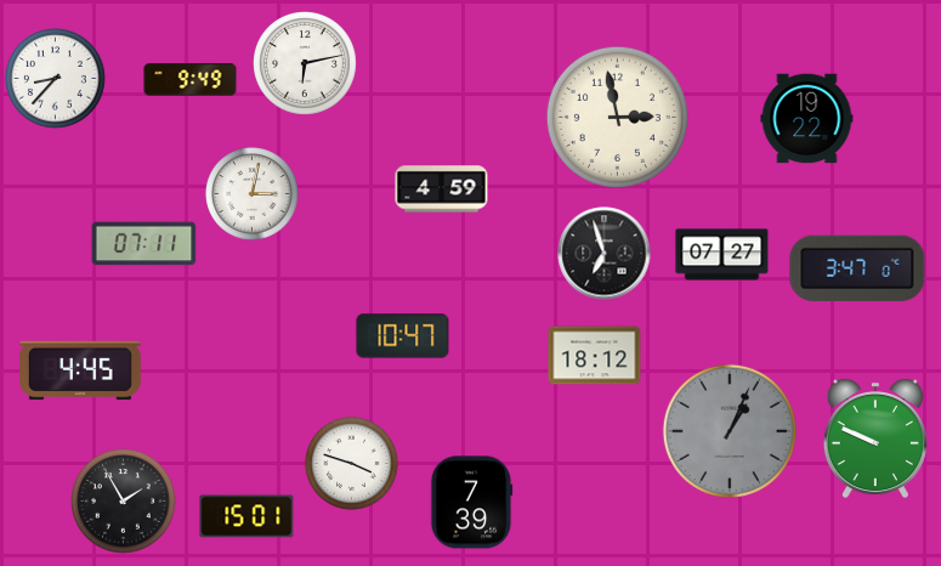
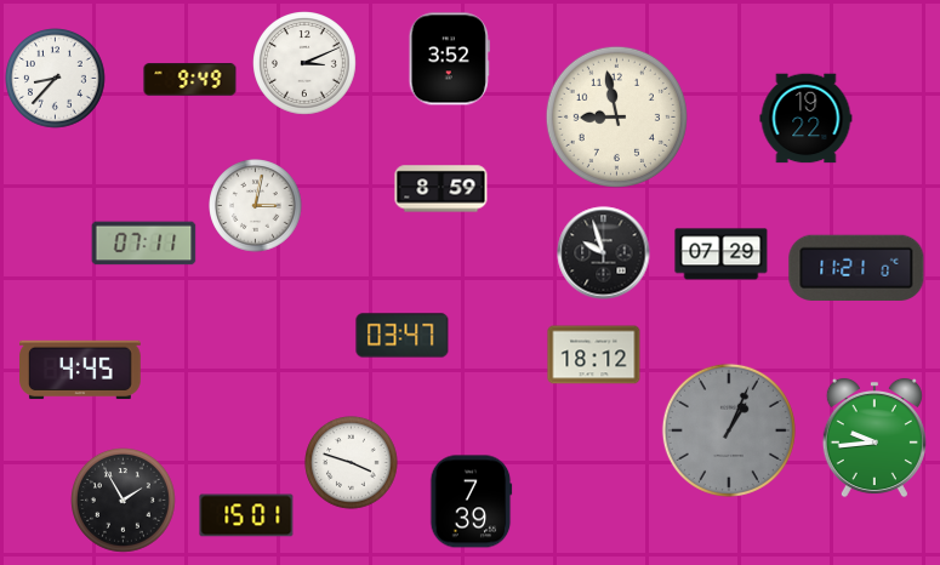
clock at (449, 59): none -> 3:52
clock at (306, 64): 6:13 -> 3:11
clock at (617, 117): 2:58 -> 8:58
clock at (442, 189): 4:59 -> 8:59
clock at (253, 194) position: (253, 194) -> (256, 206)
clock at (605, 254): 6:57 -> 9:57
clock at (722, 255): 07:27 -> 07:29
clock at (857, 268): 3:47 -> 11:21
clock at (403, 336): 10:47 -> 03:47
clock at (875, 438): 9:49 -> 9:44
